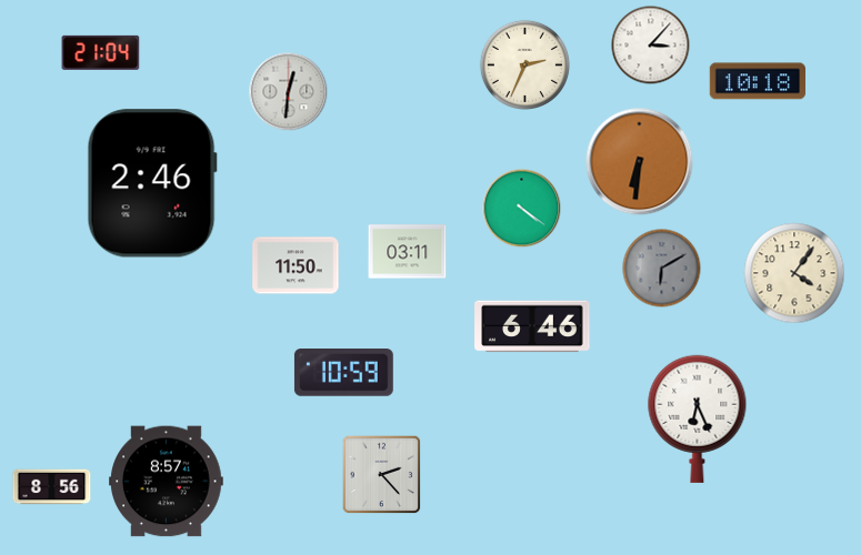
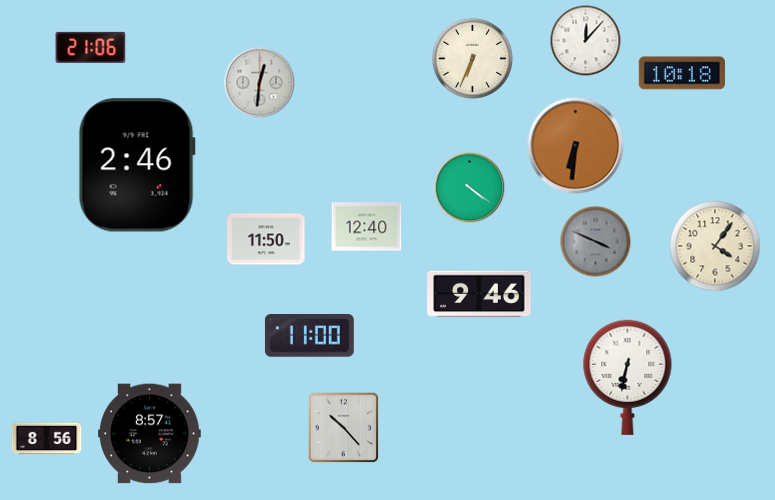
clock at (651, 46): 3:07 -> 12:07
clock at (101, 52): 21:04 -> 21:06
clock at (524, 64): 2:34 -> 6:34
clock at (408, 252): 03:11 -> 12:40
clock at (662, 269): 6:10 -> 3:49
clock at (532, 326): 6:46 -> 9:46
clock at (343, 373): 10:59 -> 11:00
clock at (698, 418): 6:26 -> 6:32
clock at (382, 475): 2:23 -> 10:23
